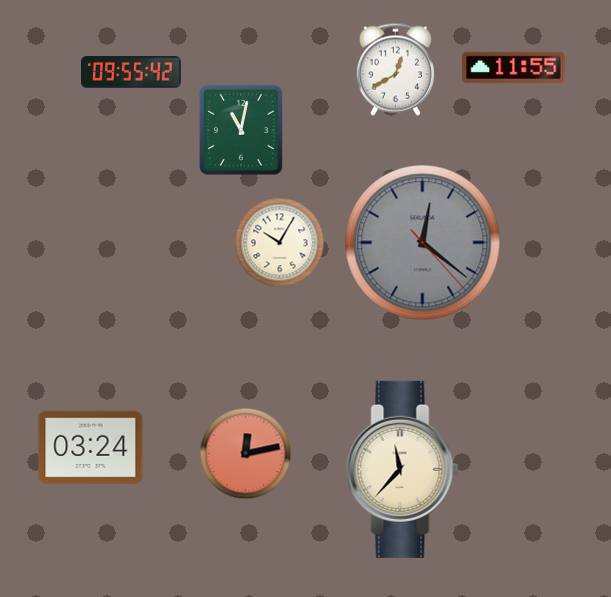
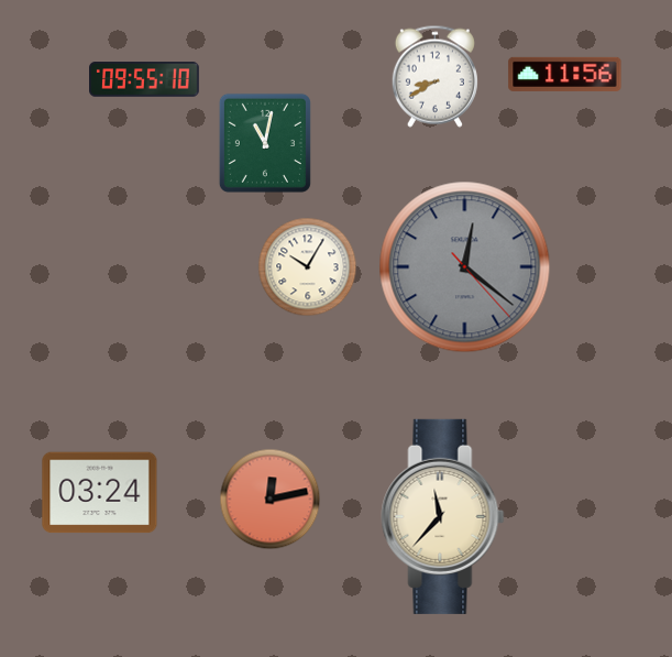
clock at (514, 67): 11:55 -> 11:56
clock at (395, 69): 12:40 -> 8:40
clock at (132, 72): 09:55:42 -> 09:55:10
